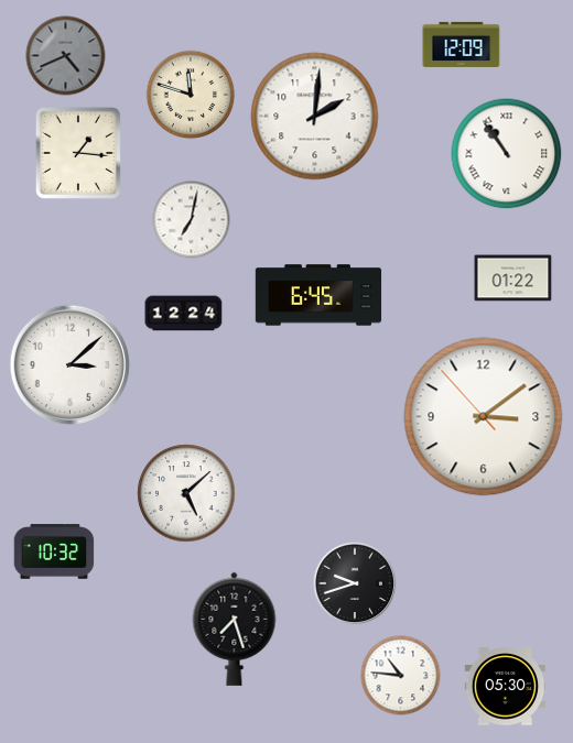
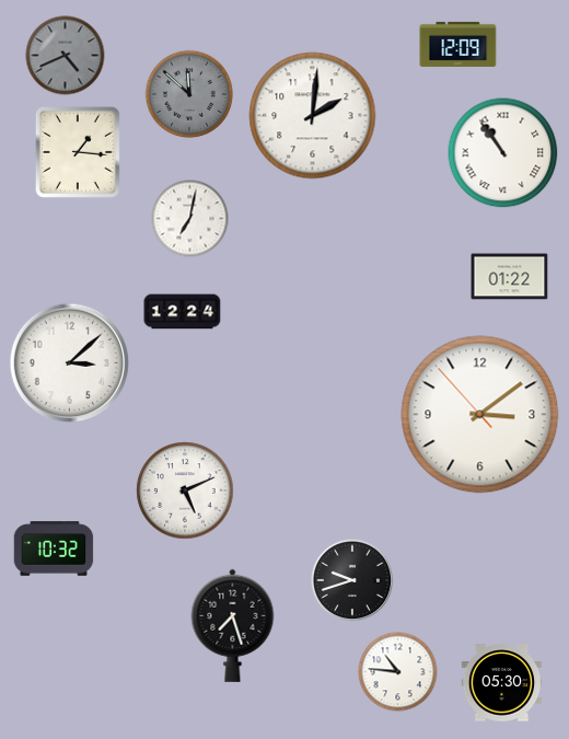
clock at (191, 95): 11:48 -> 11:52
clock at (191, 95) dial: cream -> grey
clock at (318, 295): 6:45 -> none
clock at (186, 493): 5:08 -> 5:11
